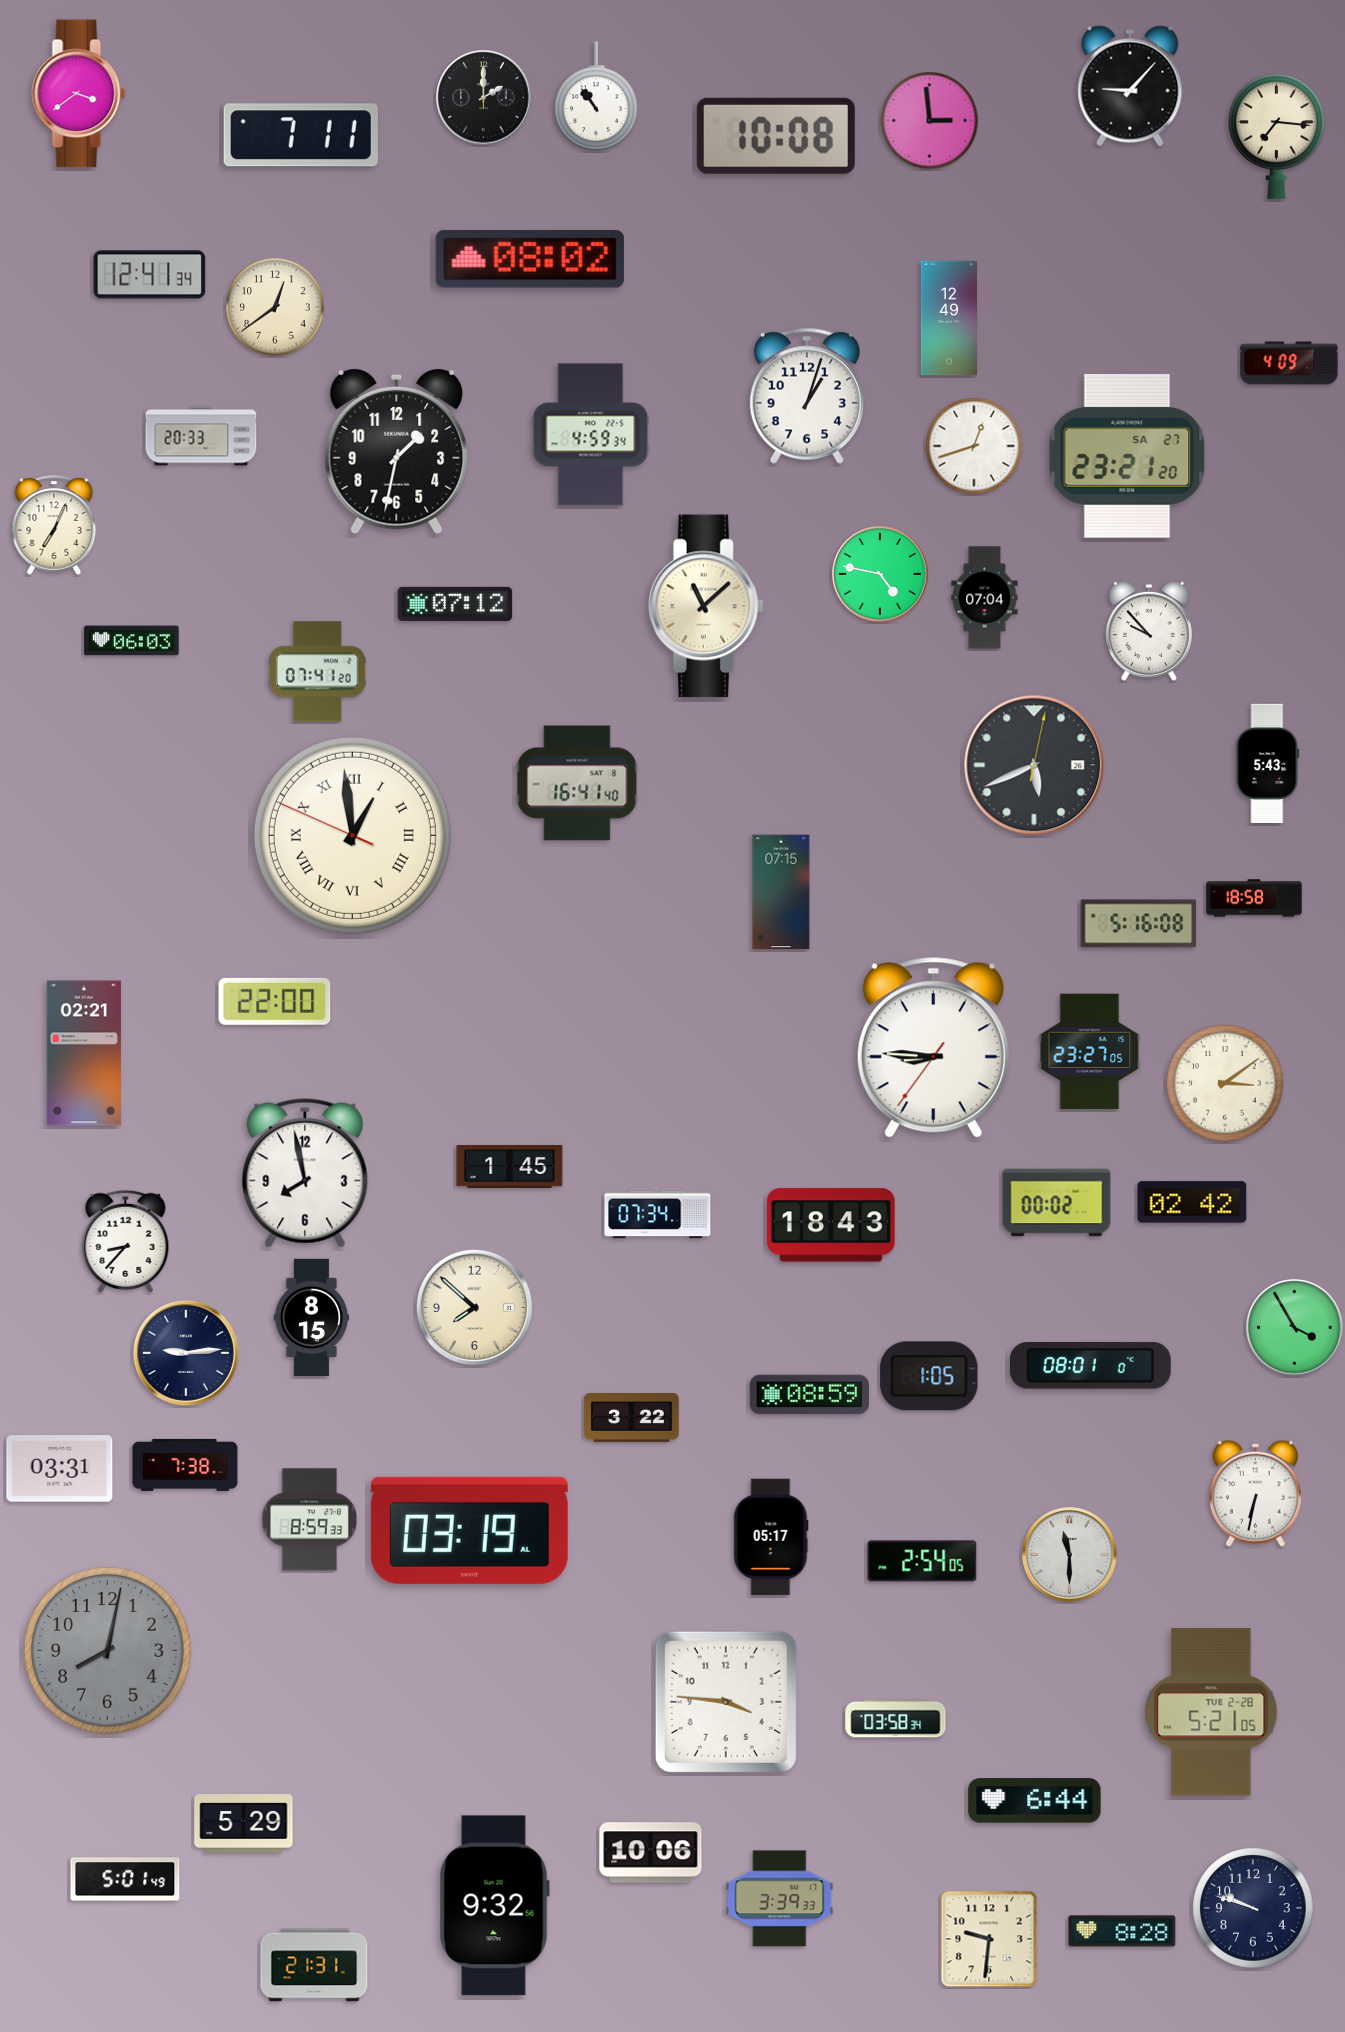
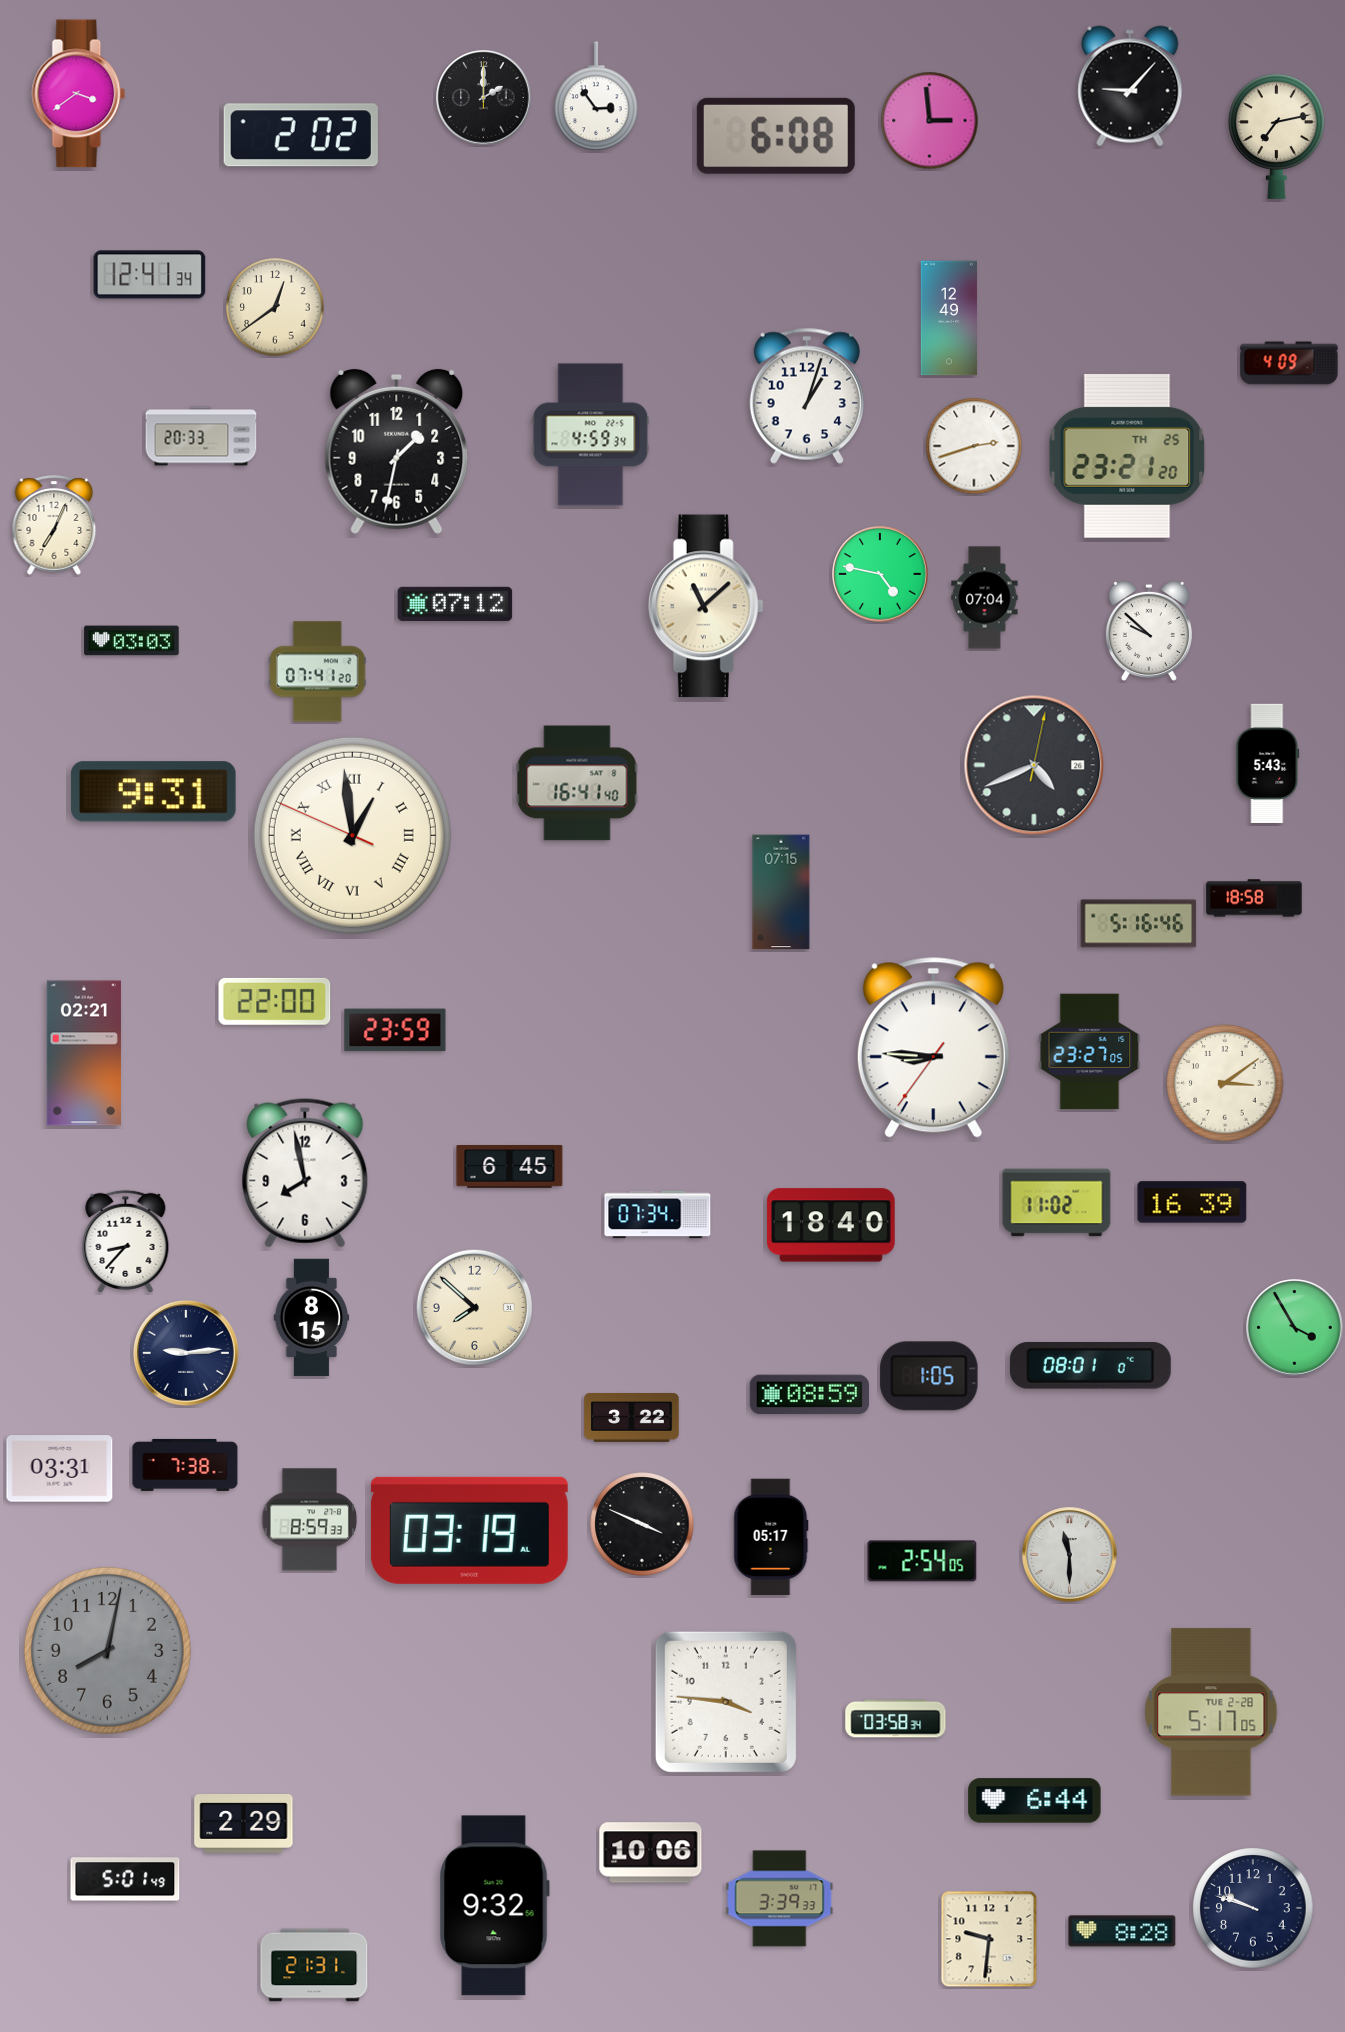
clock at (596, 97): 10:54 -> 2:54
clock at (301, 135): 7:11 -> 2:02
clock at (776, 136): 10:08 -> 6:08
clock at (1277, 136): 7:16 -> 7:13
clock at (530, 259): 08:02 -> none
clock at (974, 446): 12:42 -> 2:42
clock at (1127, 456) date: SA 27 -> TH 25
clock at (1149, 631): 9:53 -> 9:52
clock at (132, 641): 06:03 -> 03:03
clock at (1034, 765): 5:41 -> 4:41
clock at (154, 792): none -> 9:31
clock at (1139, 924): 5:16:08 -> 5:16:46
clock at (395, 1030): none -> 23:59
clock at (510, 1166): 1:45 -> 6:45
clock at (1192, 1202): 02:42 -> 16:39
clock at (1057, 1203): 00:02 -> 11:02
clock at (832, 1225): 18:43 -> 18:40
clock at (1255, 1493): 6:32 -> none
clock at (642, 1524): none -> 3:49
clock at (1211, 1712): 5:21 -> 5:17
clock at (244, 1824): 5:29 -> 2:29
